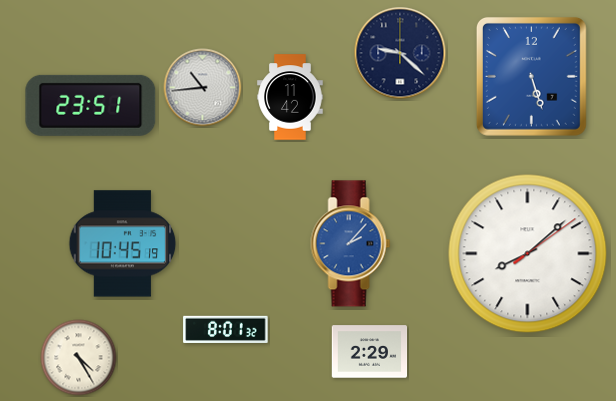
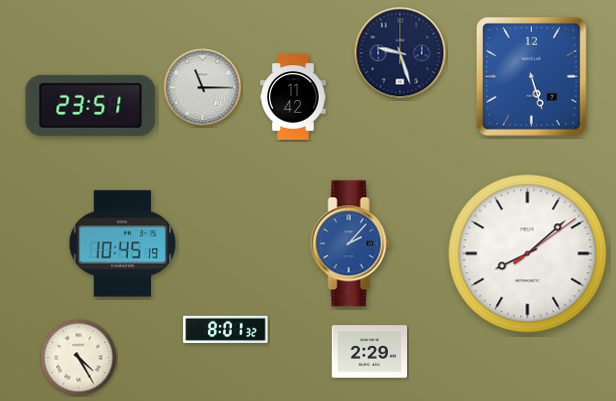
clock at (400, 53): 9:22 -> 9:27
clock at (203, 88): 10:44 -> 11:15
clock at (290, 97) position: (290, 97) -> (293, 97)
